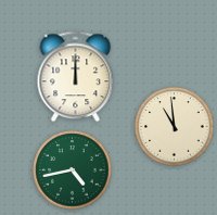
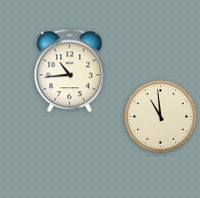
clock at (76, 77): 12:00 -> 10:44
clock at (73, 170): 4:43 -> none
